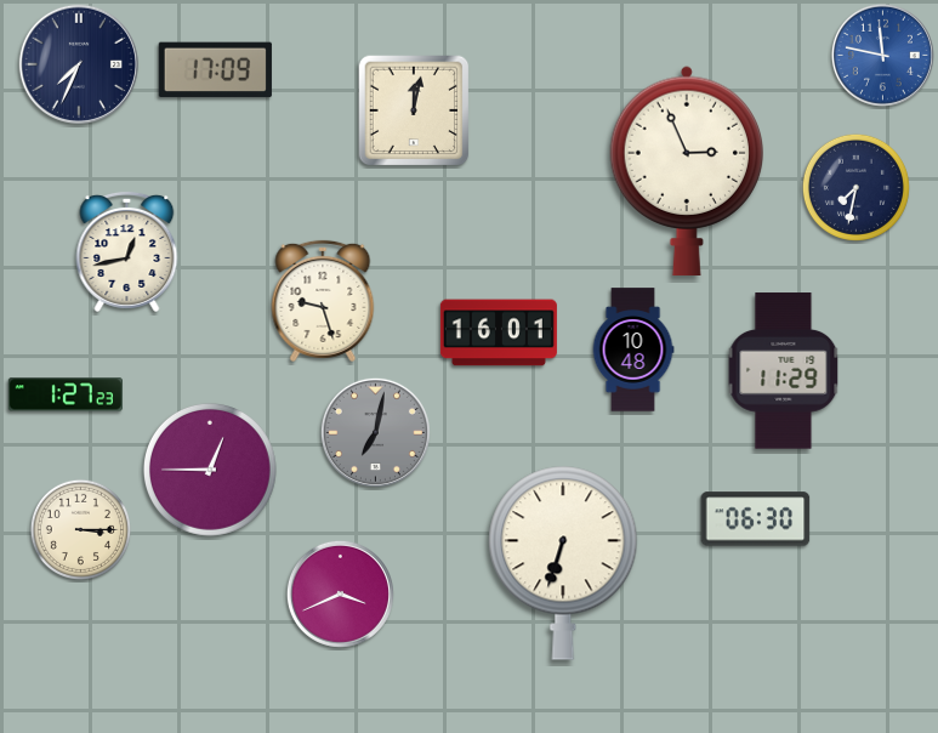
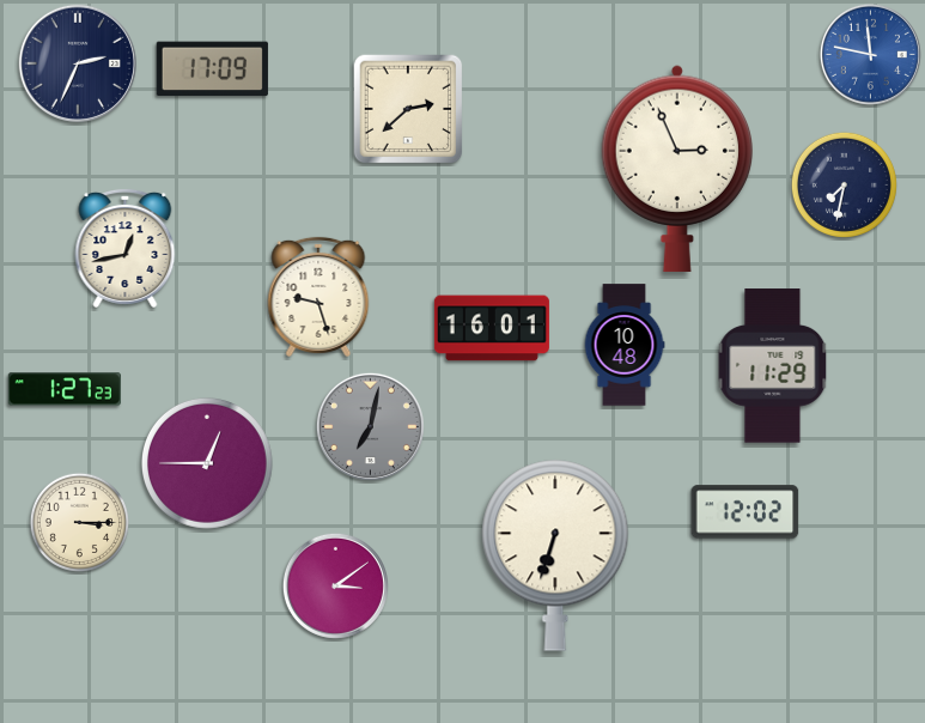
clock at (79, 64): 7:34 -> 2:34
clock at (414, 110): 12:02 -> 2:38
clock at (756, 519): 06:30 -> 12:02
clock at (340, 593): 3:41 -> 3:09
